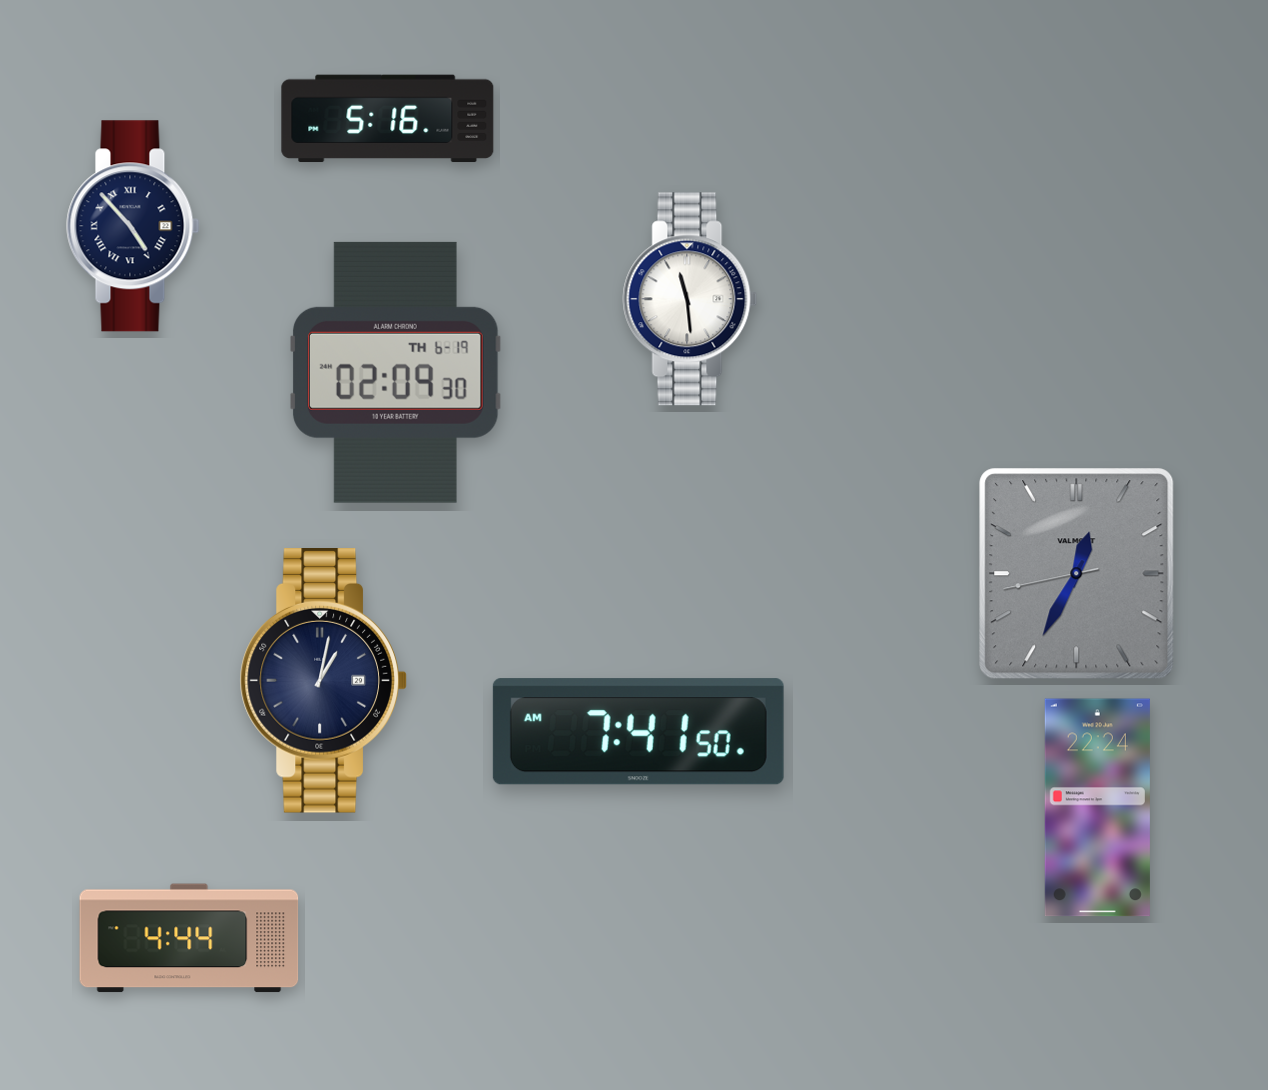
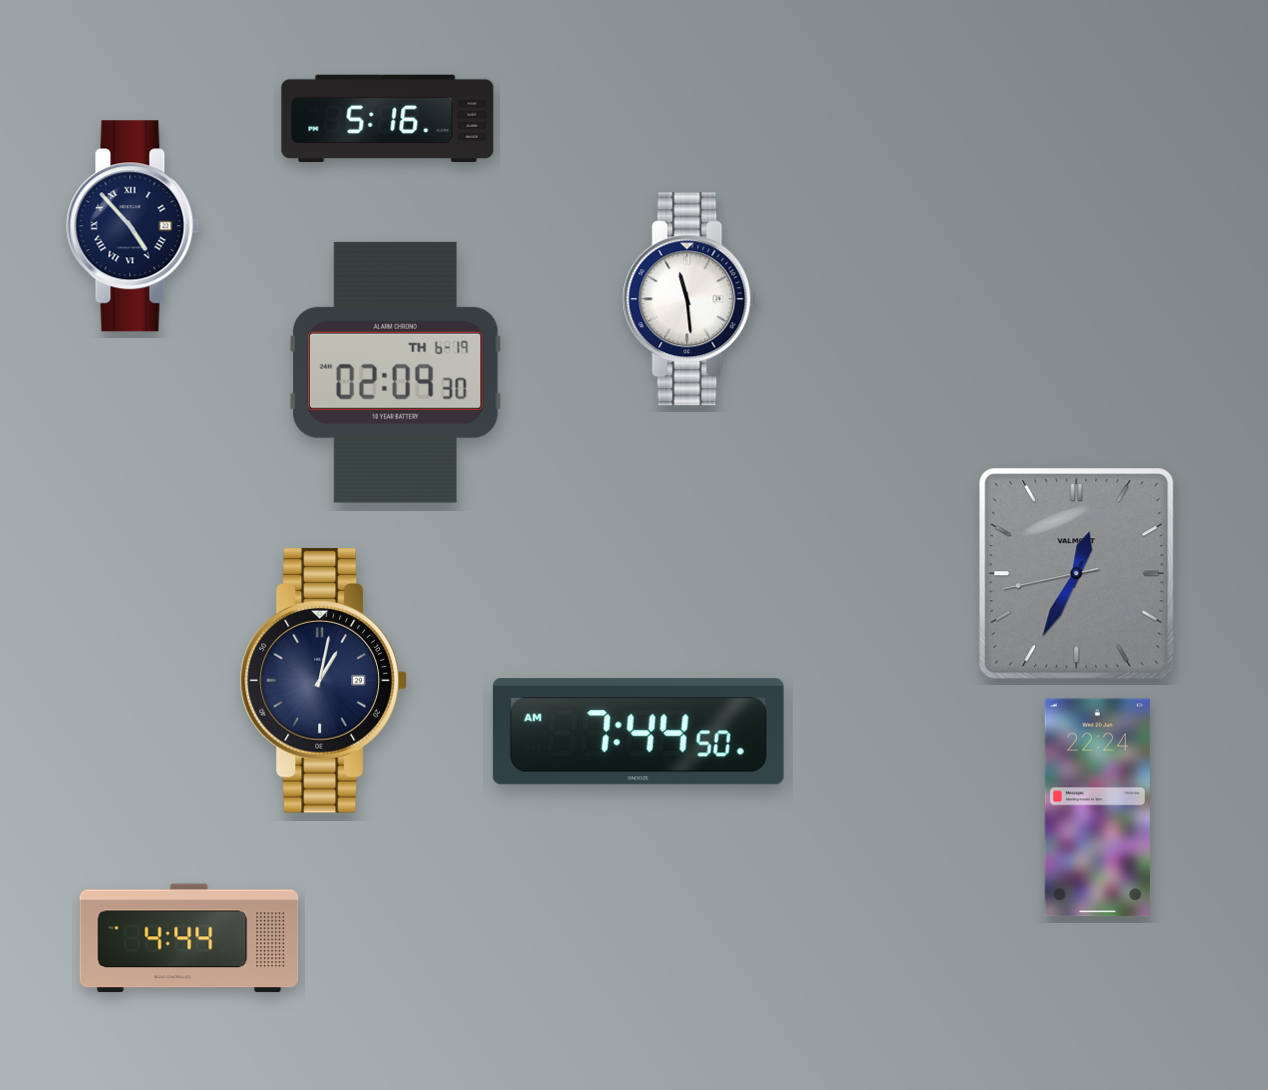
clock at (638, 732): 7:41 -> 7:44
